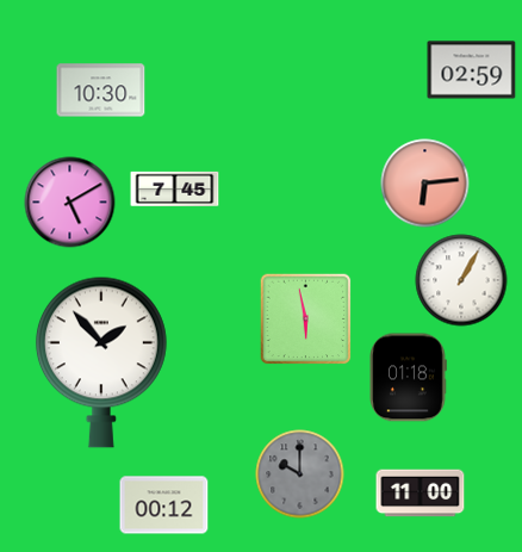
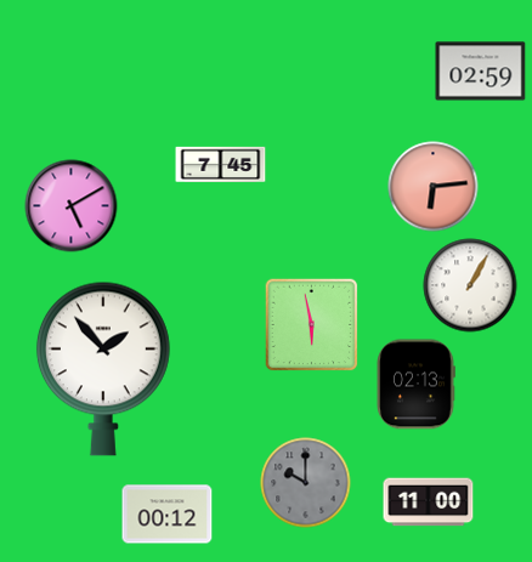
clock at (101, 91): 10:30 -> none
clock at (175, 188) position: (175, 188) -> (221, 164)
clock at (408, 378): 01:18 -> 02:13
